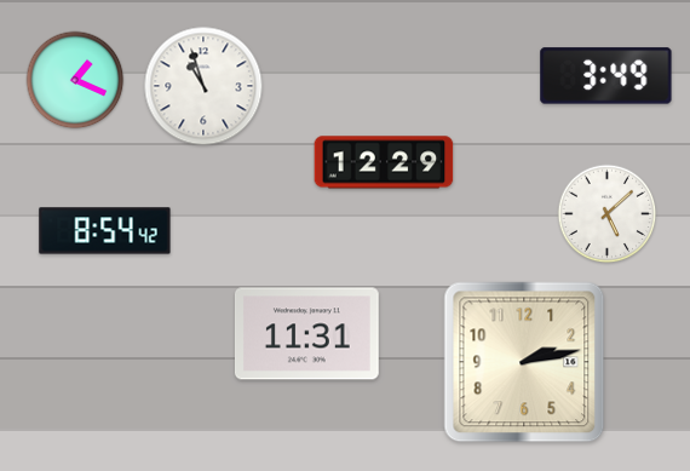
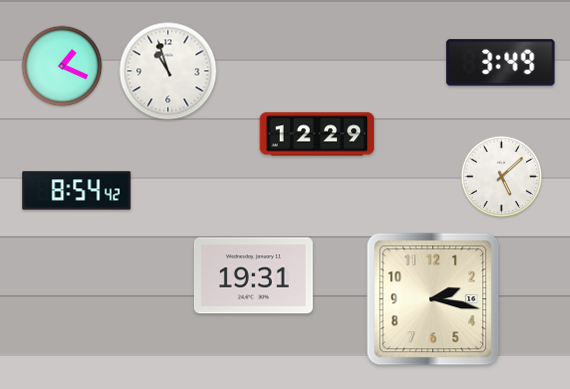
clock at (105, 231) position: (105, 231) -> (77, 191)
clock at (306, 334): 11:31 -> 19:31
clock at (524, 362): 2:13 -> 2:17
